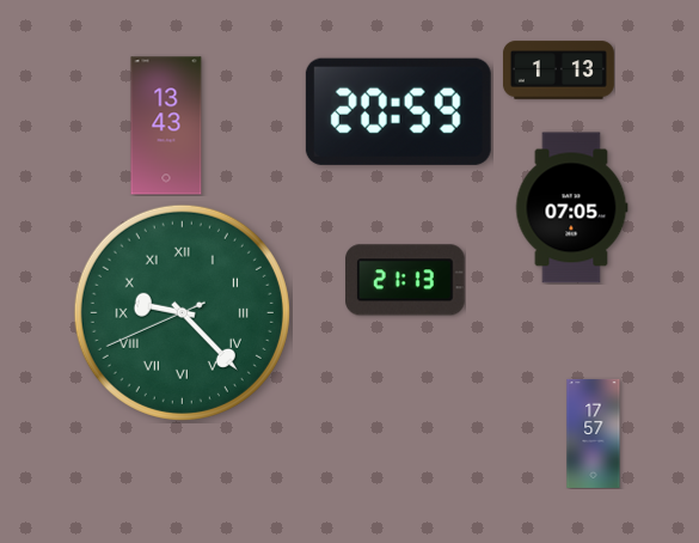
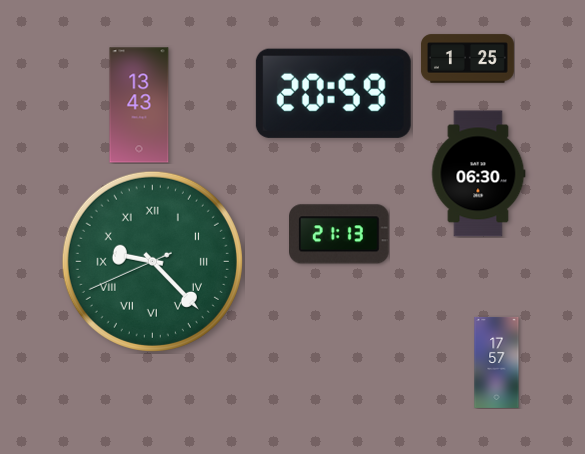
clock at (558, 71): 1:13 -> 1:25
clock at (571, 208): 07:05 -> 06:30
